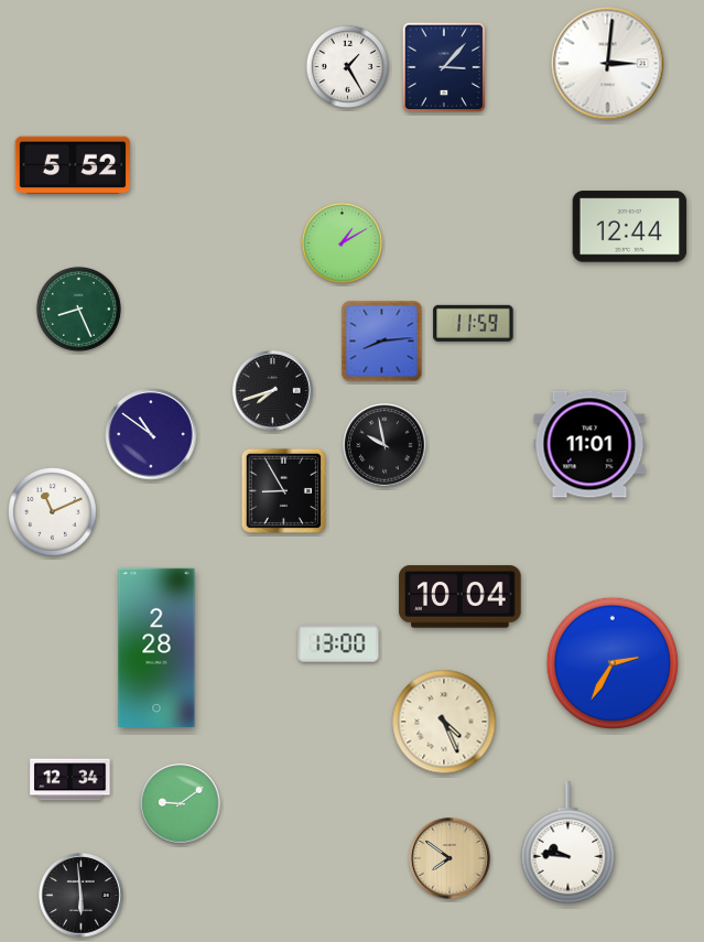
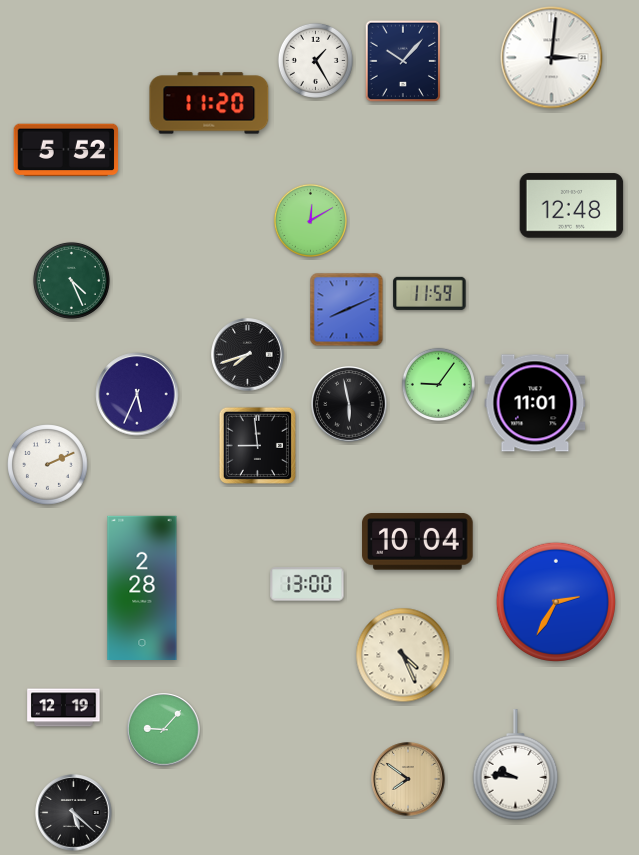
clock at (444, 67): 3:07 -> 10:07
clock at (209, 103): none -> 11:20
clock at (630, 227): 12:44 -> 12:48
clock at (342, 242): 1:10 -> 12:10
clock at (78, 308): 8:26 -> 4:26
clock at (382, 342): 8:14 -> 8:11
clock at (438, 384): none -> 9:06
clock at (151, 434): 10:51 -> 5:34
clock at (385, 445): 9:58 -> 5:58
clock at (283, 490): 8:55 -> 8:59
clock at (53, 512): 11:11 -> 2:11
clock at (71, 780): 12:34 -> 12:19
clock at (181, 804): 9:09 -> 9:07
clock at (82, 896): 5:59 -> 5:22
